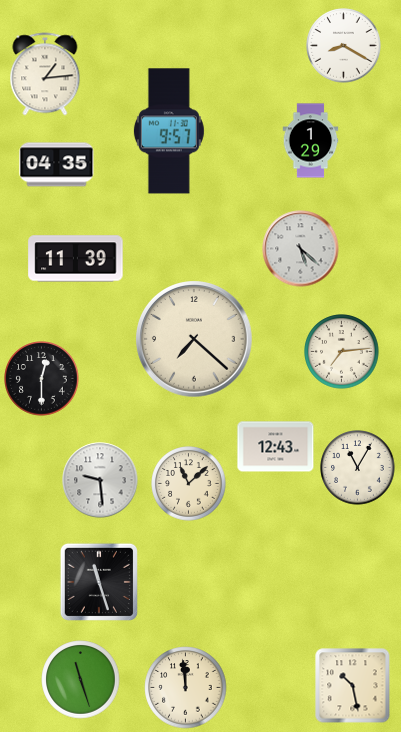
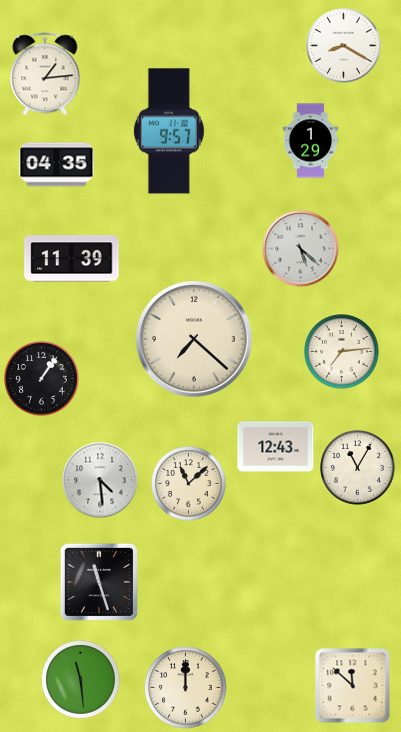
clock at (76, 259) position: (76, 259) -> (72, 259)
clock at (42, 379): 12:30 -> 1:06
clock at (100, 480): 9:29 -> 4:29
clock at (81, 680): 11:27 -> 11:29
clock at (353, 686): 10:28 -> 11:52
clock at (186, 688): 11:59 -> 12:00
